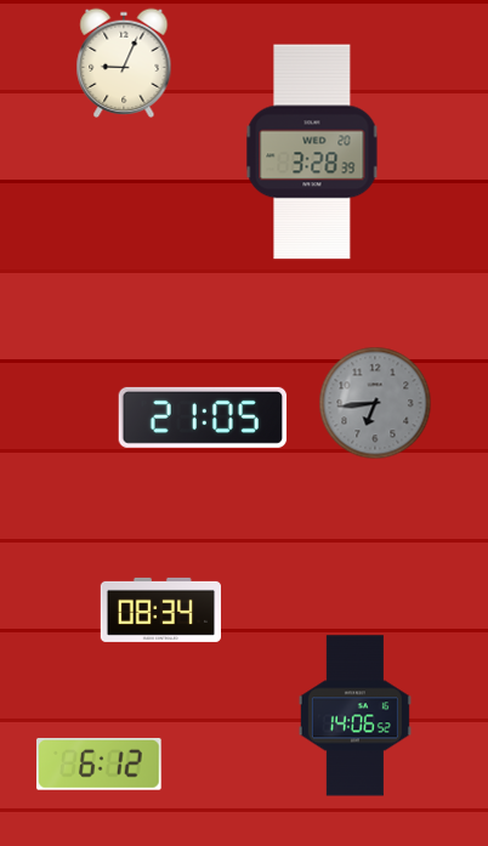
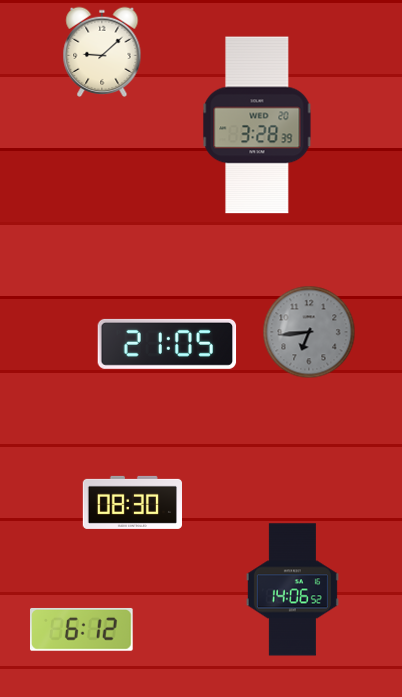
clock at (124, 63): 9:04 -> 9:08
clock at (160, 609): 08:34 -> 08:30
